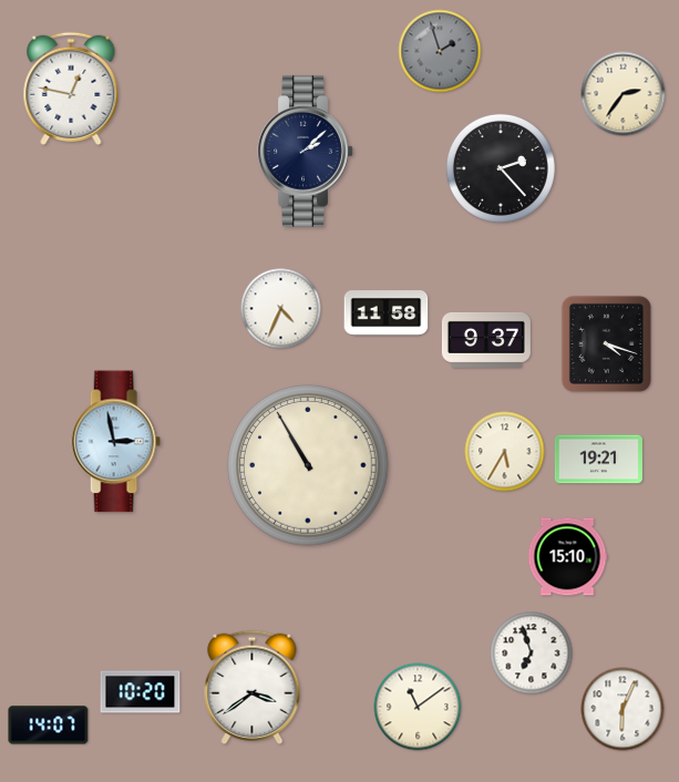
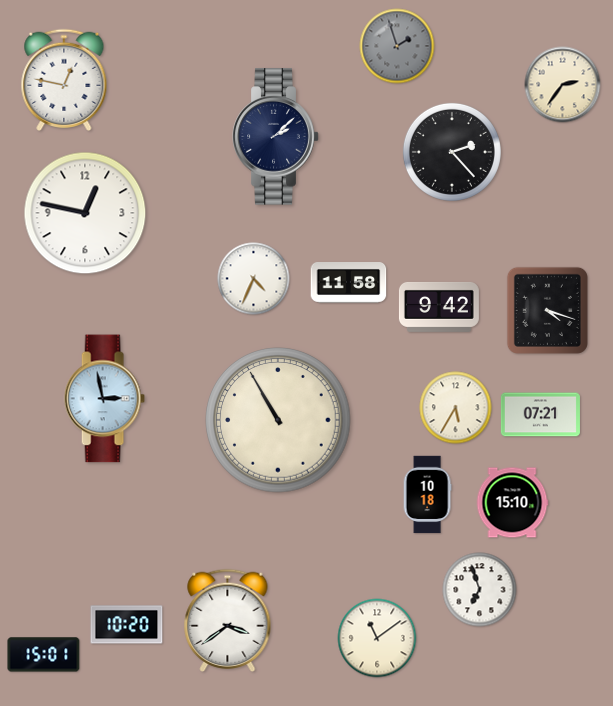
clock at (85, 213): none -> 12:47
clock at (486, 340): 9:37 -> 9:42
clock at (598, 460): 19:21 -> 07:21
clock at (427, 495): none -> 10:18
clock at (623, 709): 6:04 -> none
clock at (49, 726): 14:07 -> 15:01
